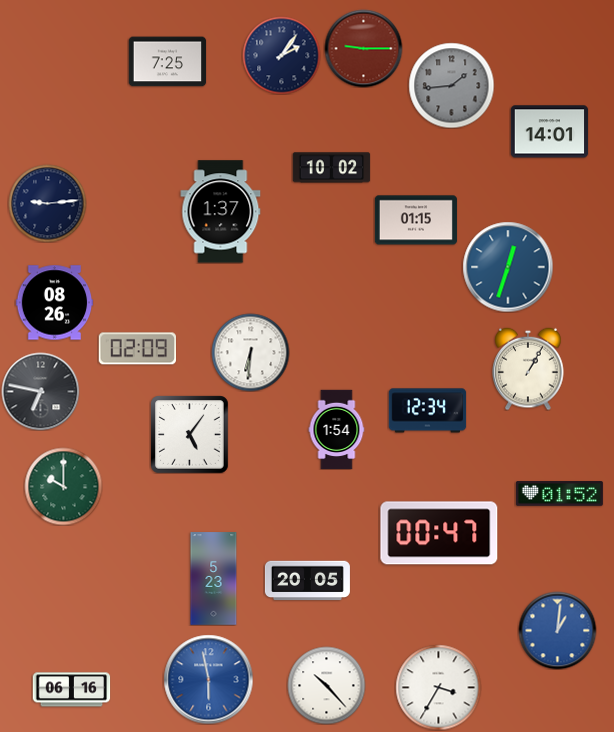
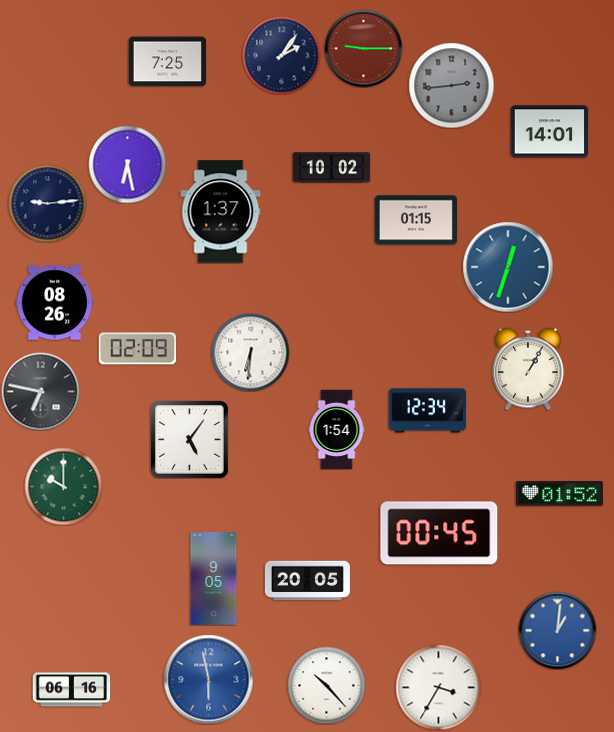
clock at (451, 85): 1:44 -> 2:44
clock at (127, 164): none -> 6:28
clock at (189, 434) position: (189, 434) -> (189, 439)
clock at (439, 533): 00:47 -> 00:45
clock at (214, 579): 5:23 -> 9:05
